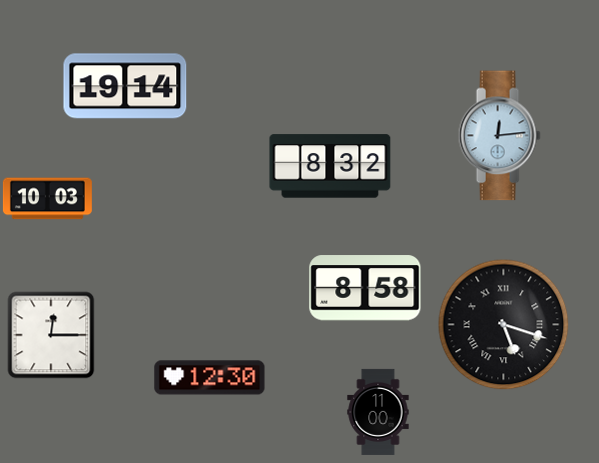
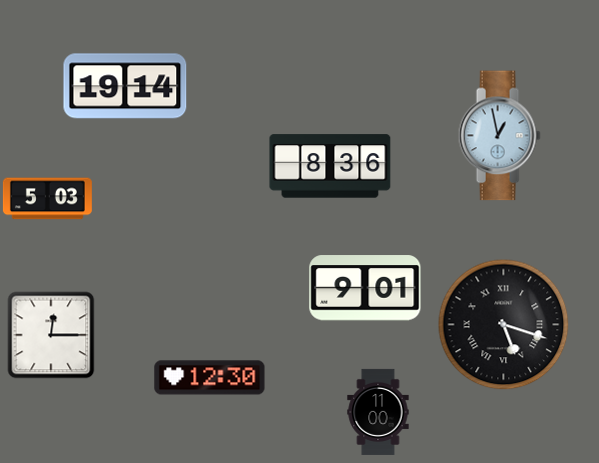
clock at (499, 136): 12:14 -> 12:58
clock at (330, 166): 8:32 -> 8:36
clock at (47, 199): 10:03 -> 5:03
clock at (365, 288): 8:58 -> 9:01
